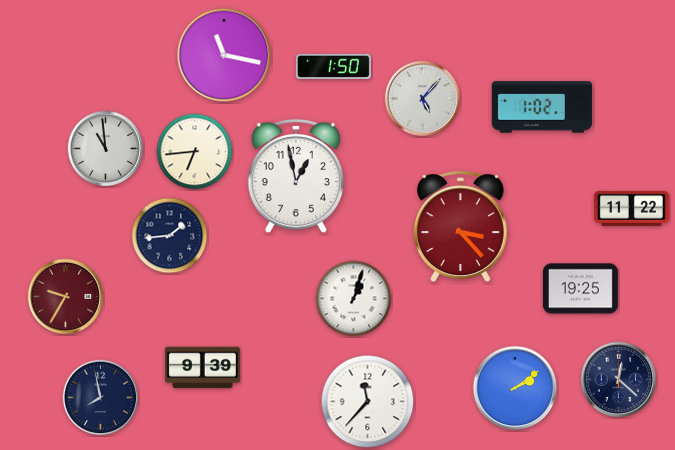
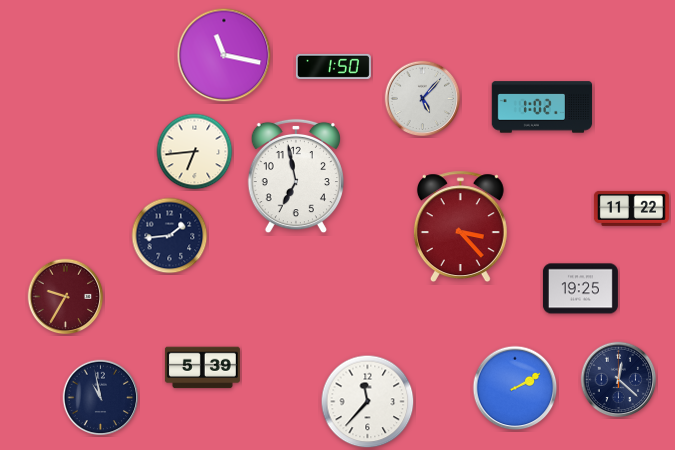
clock at (106, 149): 10:59 -> none
clock at (296, 176): 12:58 -> 6:58
clock at (354, 299): 1:03 -> none
clock at (202, 368): 9:39 -> 5:39
clock at (515, 388): 2:09 -> 2:10
clock at (101, 398): 7:58 -> 10:58
